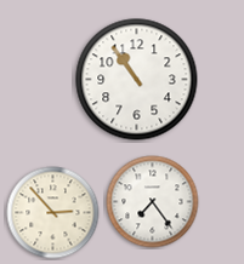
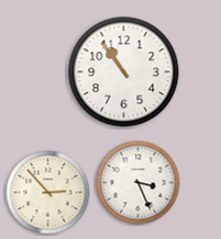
clock at (153, 202): 7:24 -> 3:26
